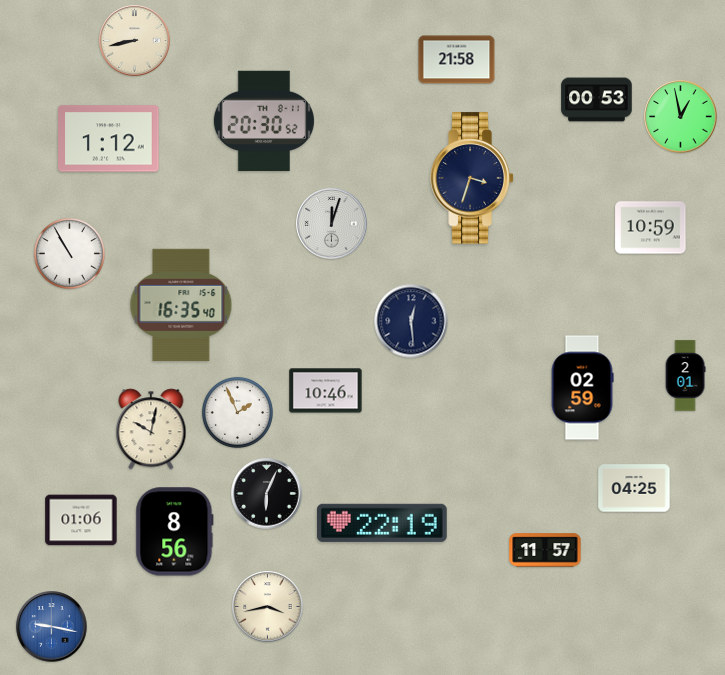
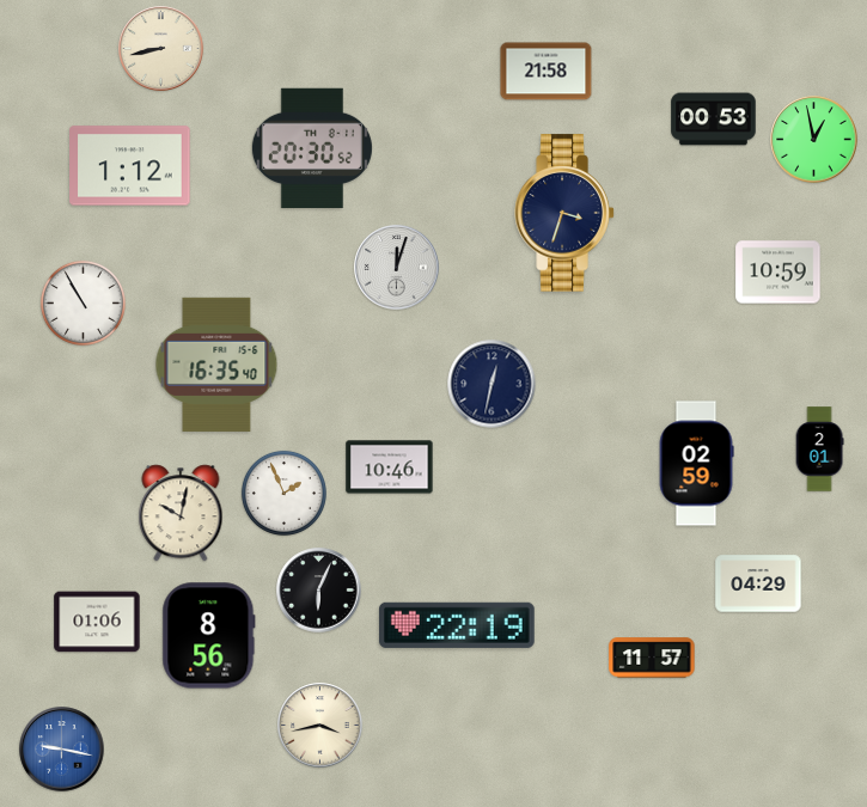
clock at (264, 120) position: (264, 120) -> (312, 147)
clock at (411, 321): 12:29 -> 12:32
clock at (634, 488): 04:25 -> 04:29
